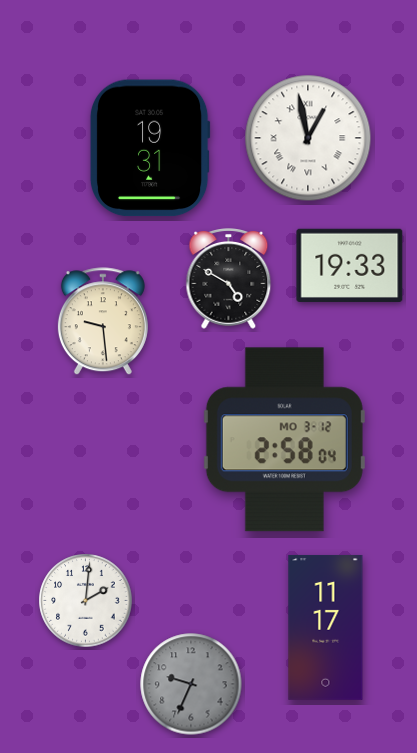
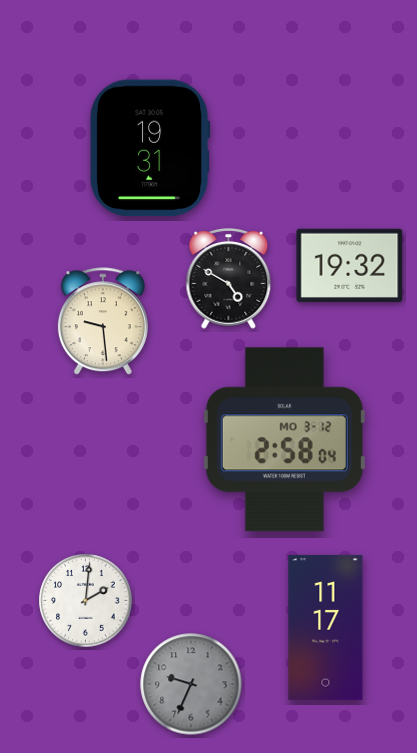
clock at (308, 138): 12:58 -> none
clock at (350, 265): 19:33 -> 19:32
